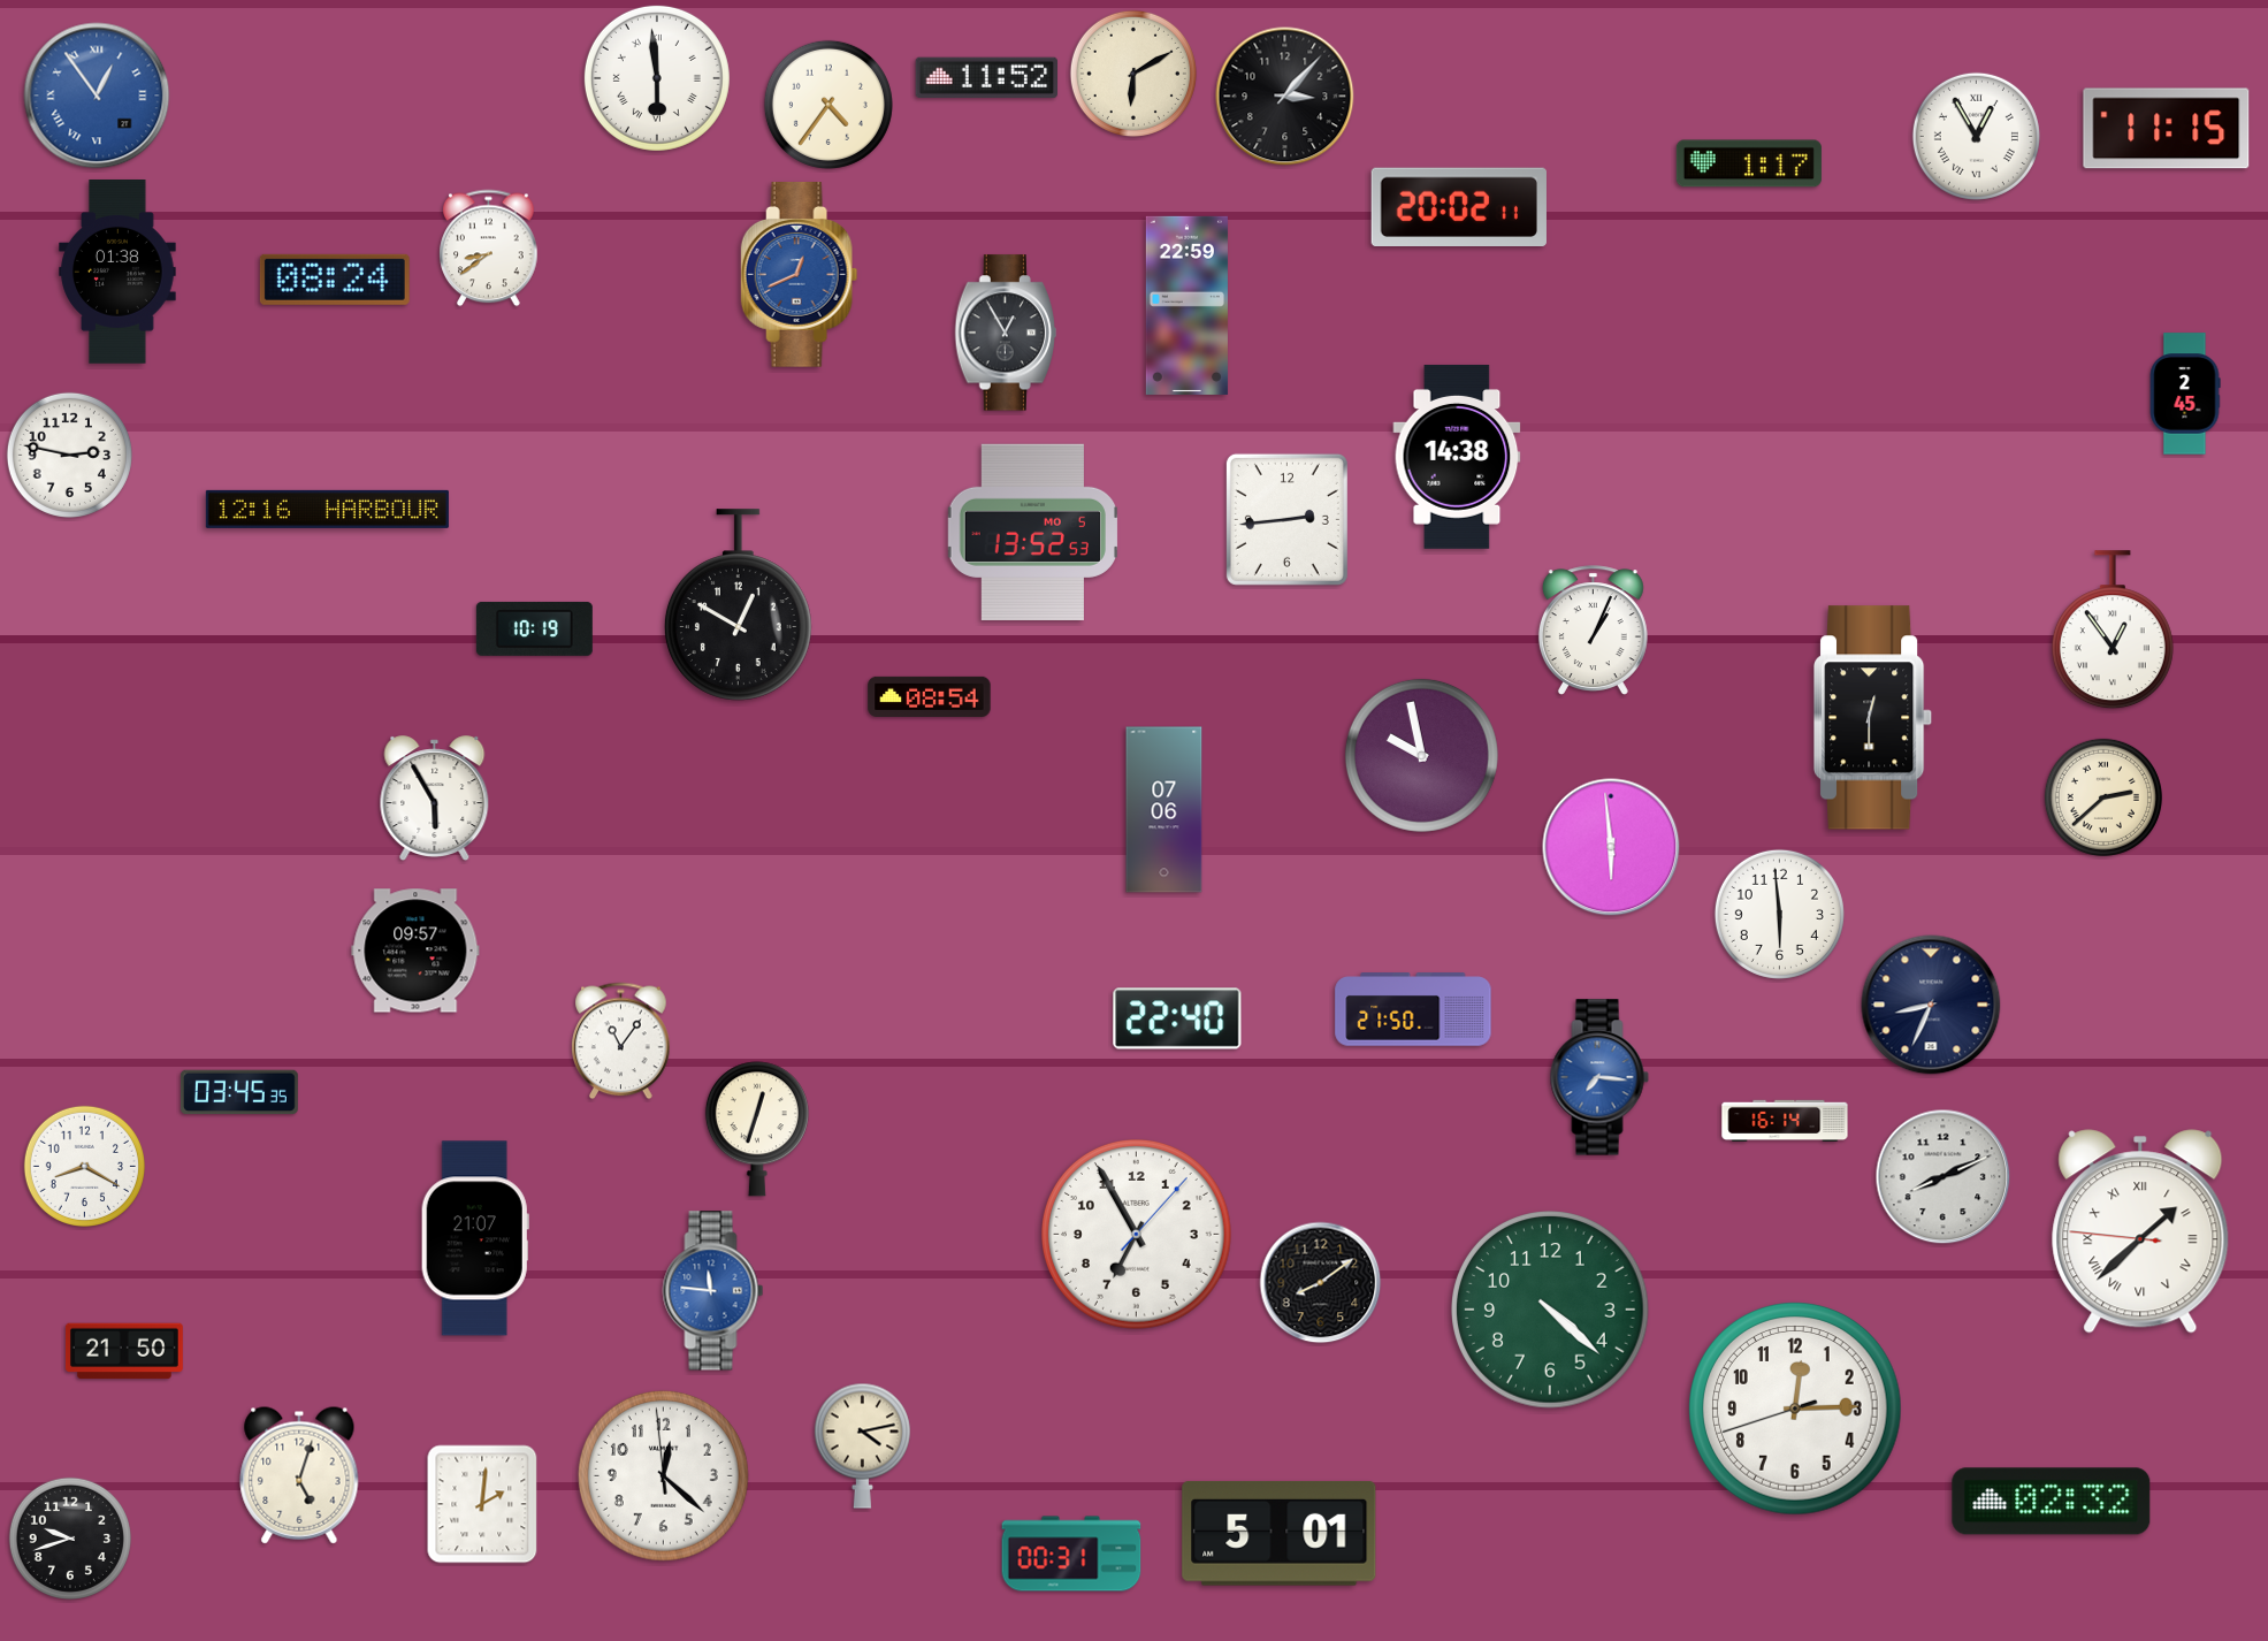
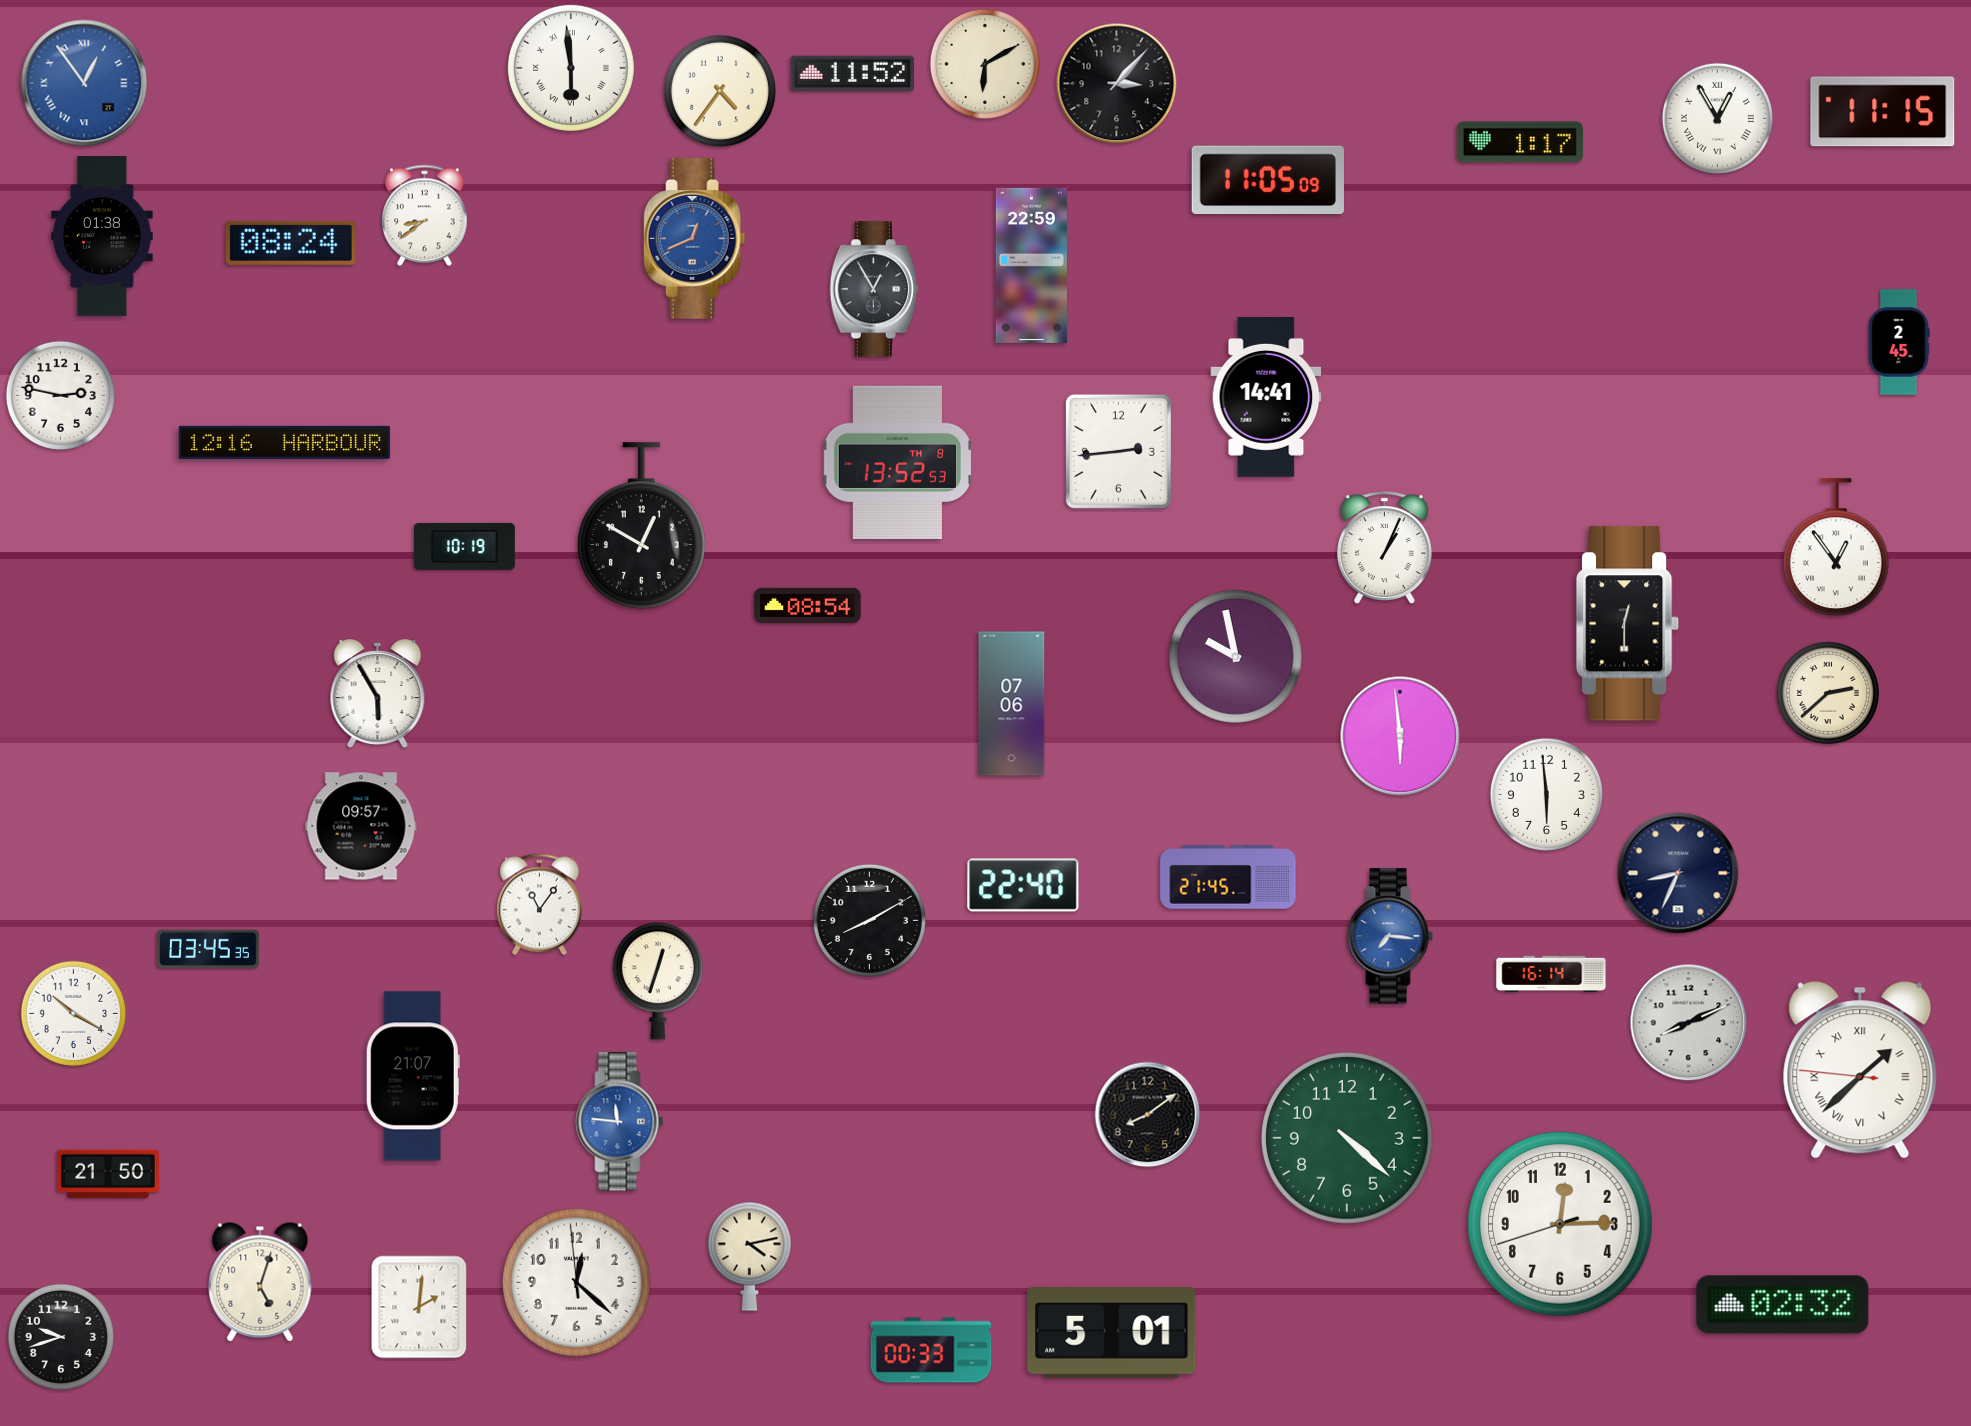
clock at (987, 78) position: (987, 78) -> (853, 74)
clock at (1459, 207): 20:02 -> 11:05
clock at (1457, 457): 14:38 -> 14:41
clock at (1032, 532) date: MO 5 -> TH 8
clock at (1413, 1009): 21:50 -> 21:45
clock at (869, 920): none -> 8:10
clock at (84, 1166): 8:20 -> 10:20
clock at (1137, 1235): 6:55 -> none
clock at (1071, 1554): 00:31 -> 00:33
